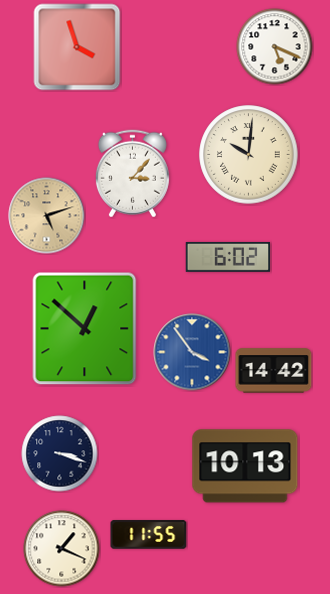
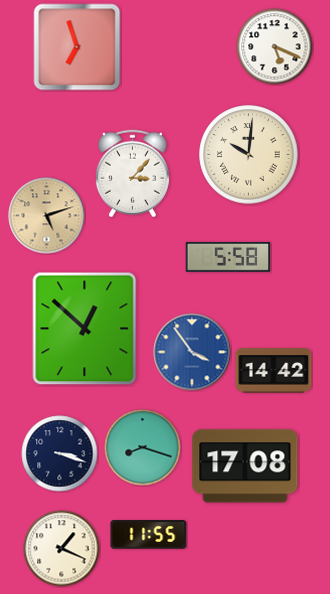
clock at (77, 47): 3:57 -> 6:57
clock at (228, 257): 6:02 -> 5:58
clock at (143, 448): none -> 8:18
clock at (245, 466): 10:13 -> 17:08
